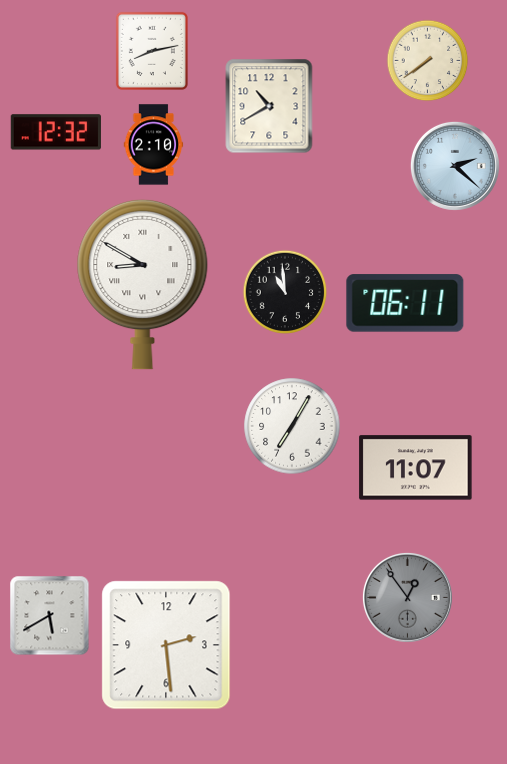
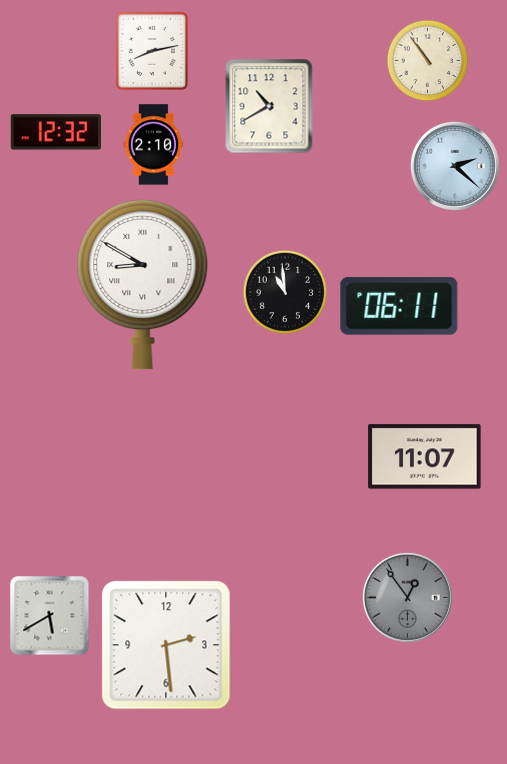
clock at (428, 61): 7:39 -> 10:54
clock at (405, 303) position: (405, 303) -> (399, 306)
clock at (292, 426): 7:05 -> none
clock at (416, 468) position: (416, 468) -> (425, 457)
